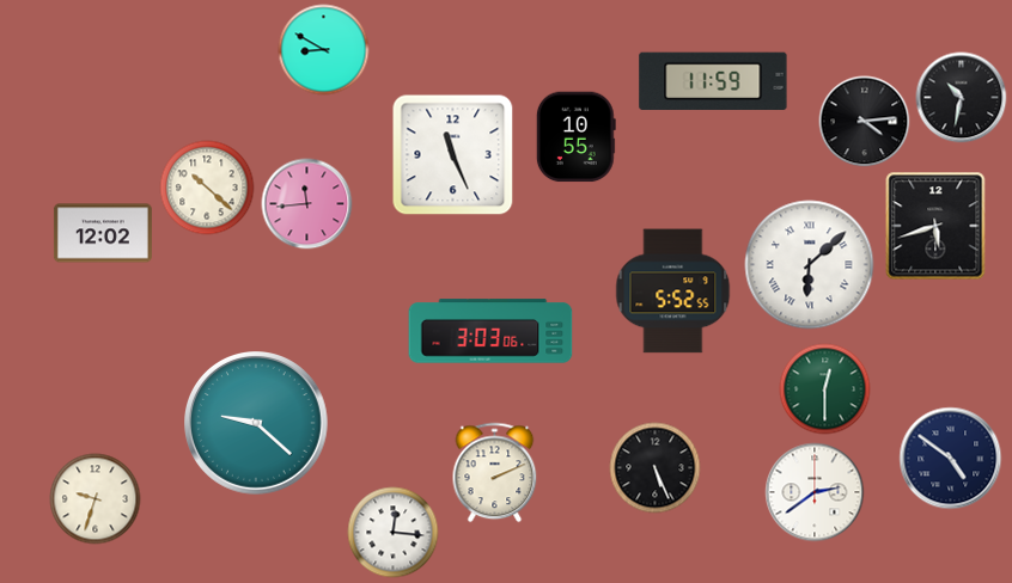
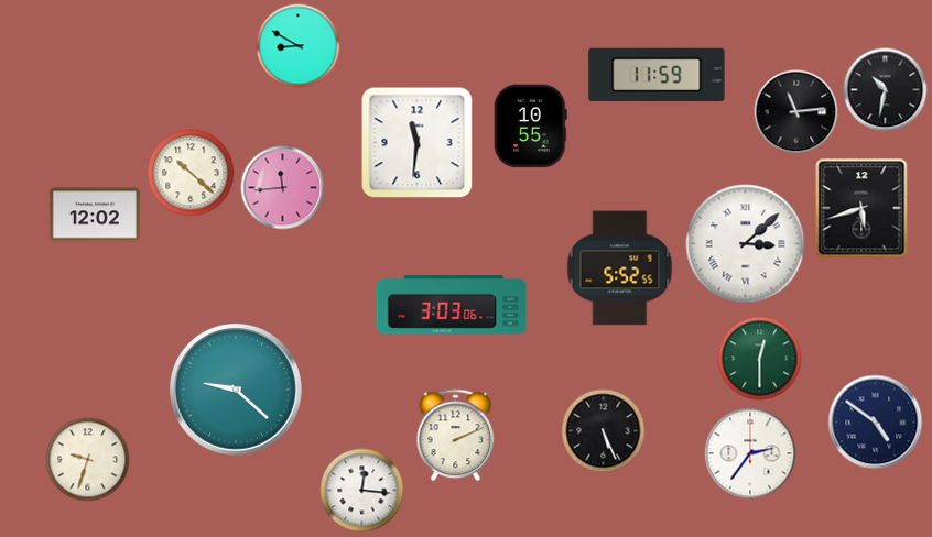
clock at (865, 122): 4:14 -> 11:14
clock at (453, 155): 11:26 -> 11:31
clock at (810, 265): 6:08 -> 3:08
clock at (815, 492): 2:39 -> 2:36
